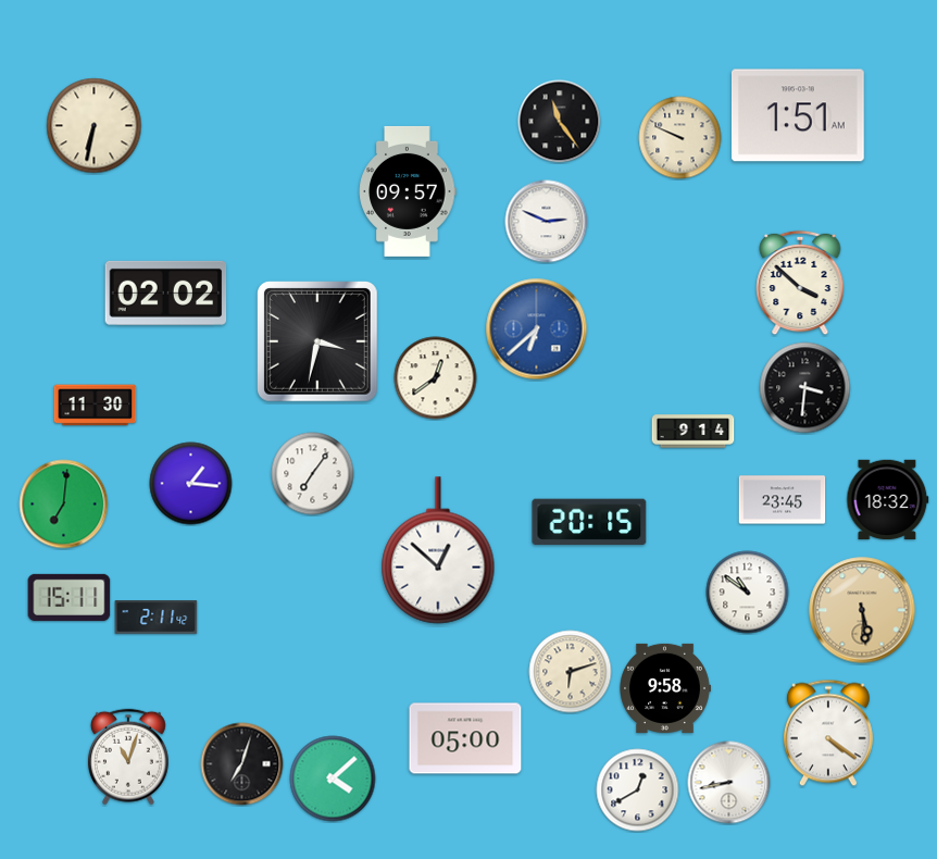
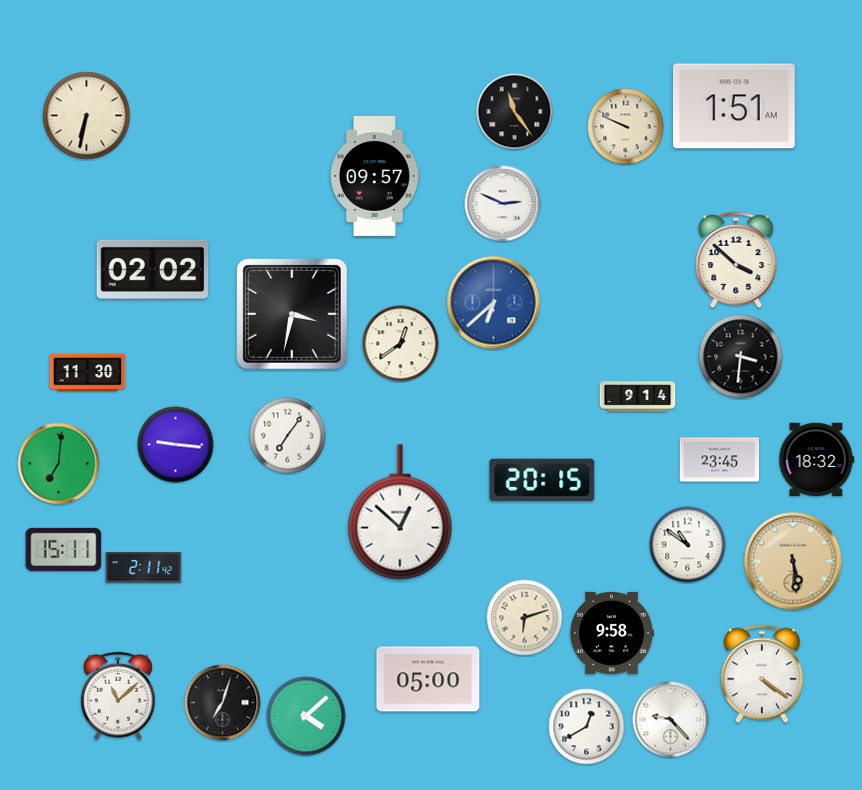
clock at (436, 378) position: (436, 378) -> (401, 344)
clock at (191, 484): 1:16 -> 9:16
clock at (438, 550) position: (438, 550) -> (400, 512)
clock at (128, 757): 11:03 -> 11:08
clock at (729, 783): 8:43 -> 9:23
